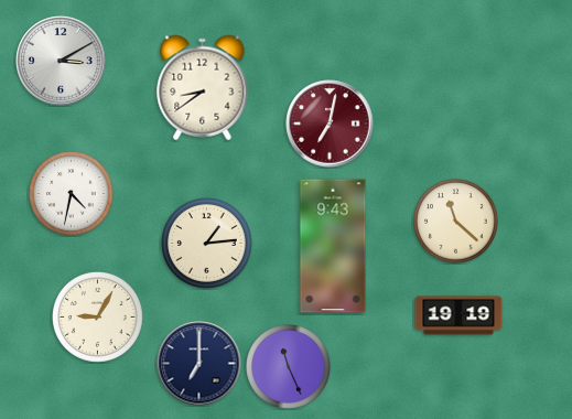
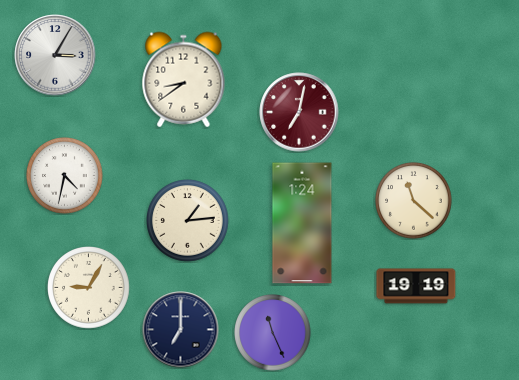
clock at (61, 61): 3:10 -> 3:05
clock at (333, 246): 9:43 -> 1:24
clock at (289, 367) position: (289, 367) -> (273, 333)
